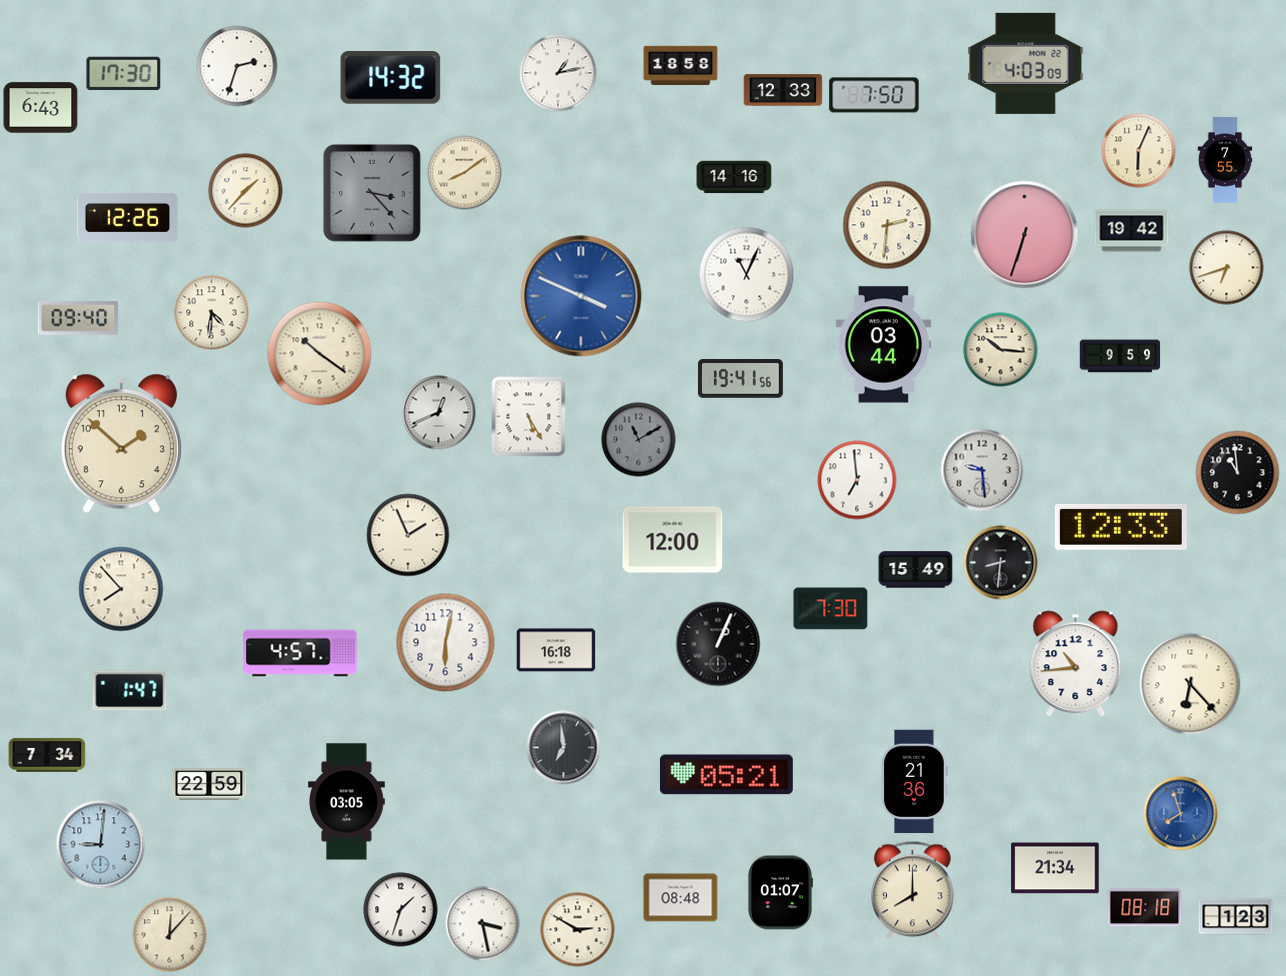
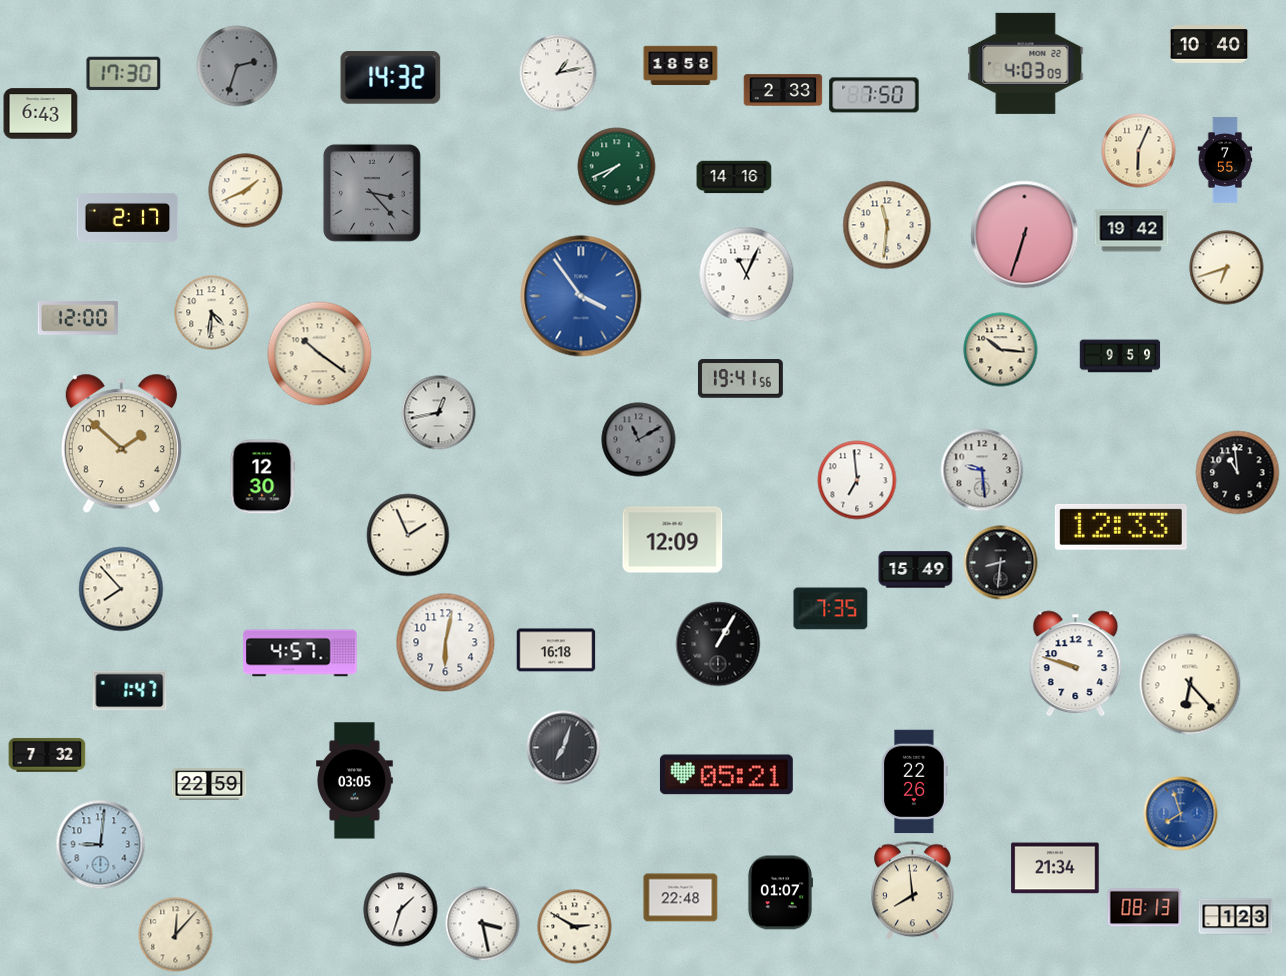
clock at (1209, 45): none -> 10:40
clock at (237, 66) dial: white -> grey
clock at (783, 90): 12:33 -> 2:33
clock at (41, 108) position: (41, 108) -> (41, 114)
clock at (617, 167): none -> 7:41
clock at (465, 173): 8:09 -> none
clock at (246, 191): 1:37 -> 1:41
clock at (128, 217): 12:26 -> 2:17
clock at (887, 225): 2:31 -> 11:31
clock at (581, 296): 3:49 -> 3:54
clock at (78, 319): 09:40 -> 12:00
clock at (884, 345): 03:44 -> none
clock at (439, 413): 12:41 -> 12:43
clock at (529, 417): 5:25 -> none
clock at (263, 477): none -> 12:30
clock at (673, 540): 12:00 -> 12:09
clock at (831, 609): 7:30 -> 7:35
clock at (718, 644): 1:04 -> 1:05
clock at (1076, 664): 10:44 -> 9:48
clock at (564, 748): 6:59 -> 7:03
clock at (47, 755): 7:34 -> 7:32
clock at (915, 782): 21:36 -> 22:26
clock at (347, 802) position: (347, 802) -> (355, 781)
clock at (913, 891): 8:00 -> 7:59
clock at (681, 898): 08:48 -> 22:48
clock at (1145, 908): 08:18 -> 08:13
clock at (578, 930) position: (578, 930) -> (575, 927)
clock at (170, 935) position: (170, 935) -> (176, 935)
